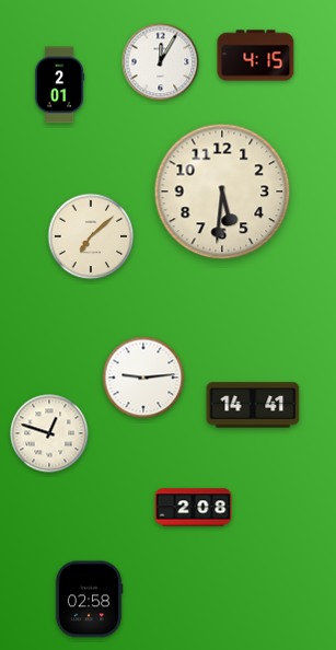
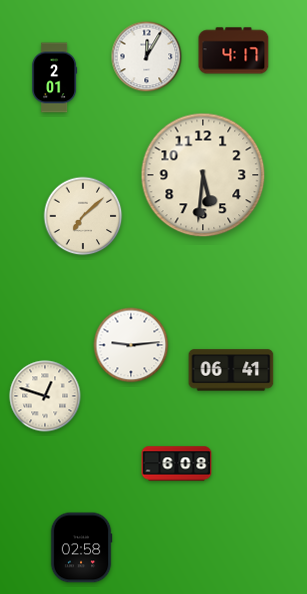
clock at (256, 56): 4:15 -> 4:17
clock at (253, 405): 14:41 -> 06:41
clock at (194, 508): 2:08 -> 6:08
